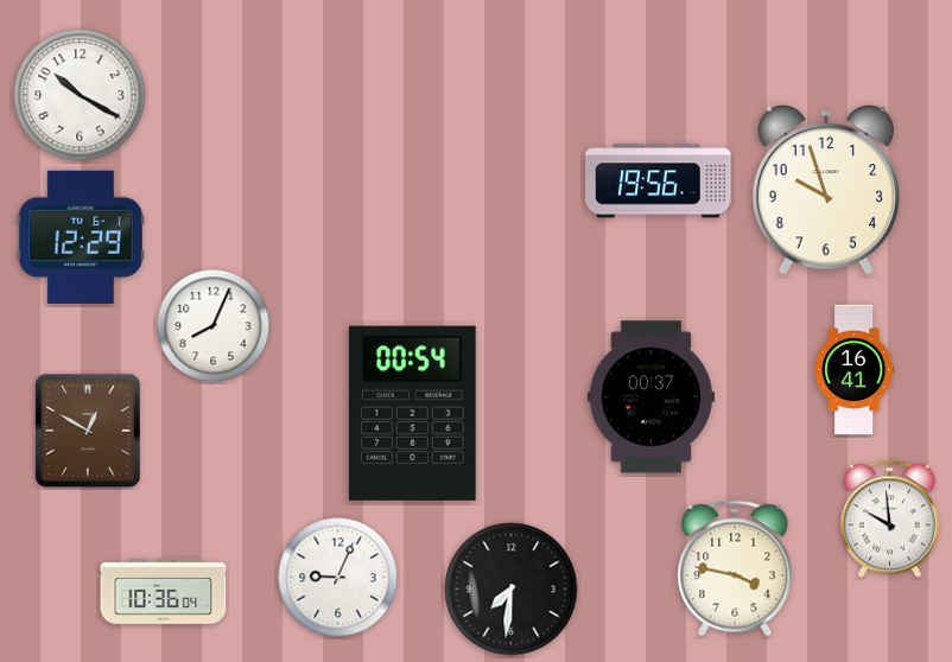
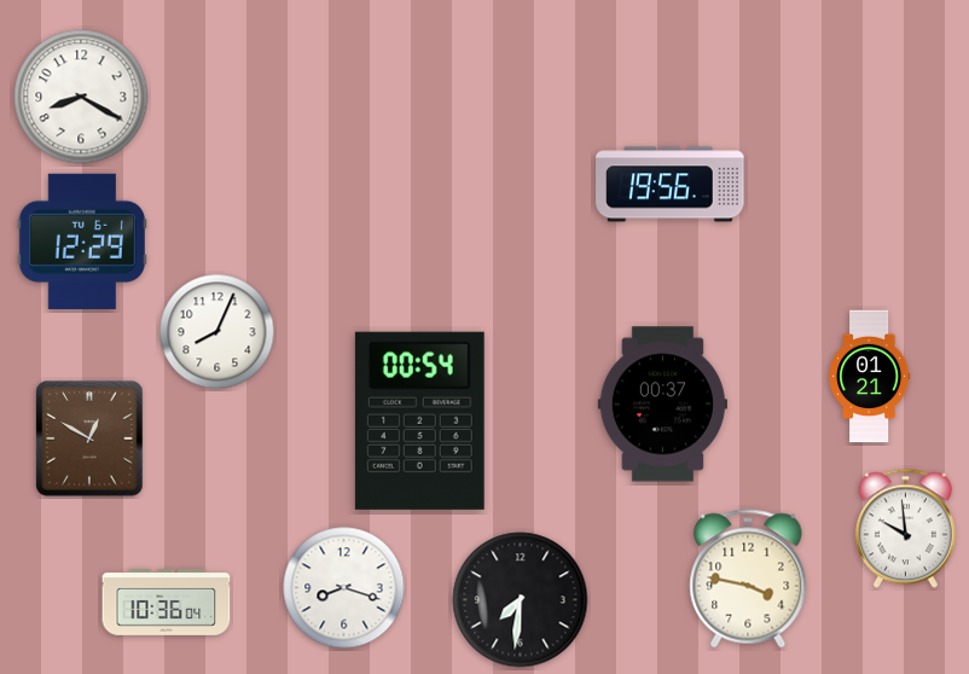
clock at (80, 95): 10:20 -> 8:20
clock at (826, 191): 9:57 -> none
clock at (855, 370): 16:41 -> 01:21
clock at (338, 578): 9:04 -> 8:18
